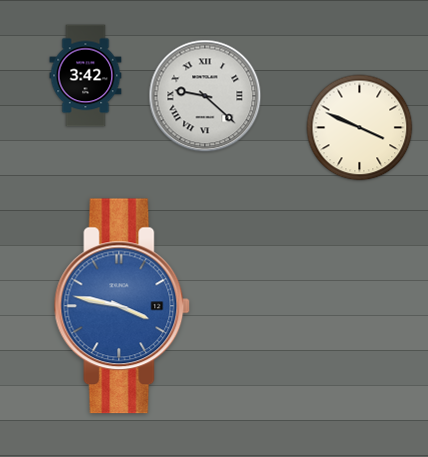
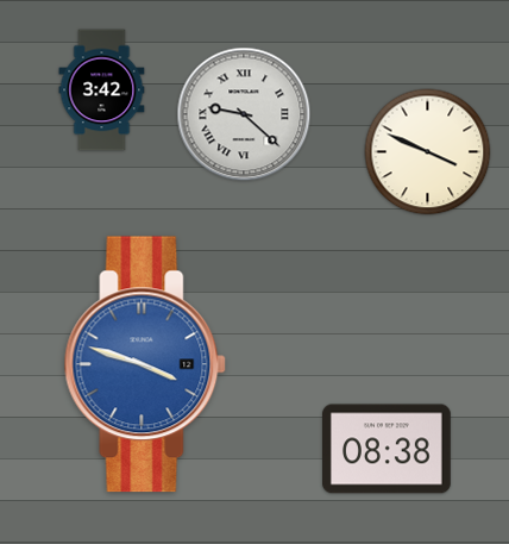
clock at (122, 306): 3:47 -> 3:48
clock at (388, 449): none -> 08:38
